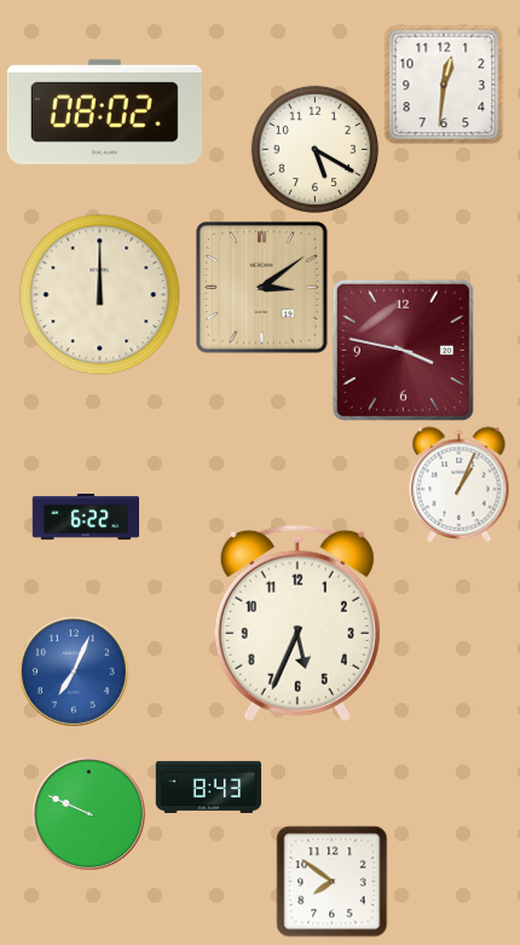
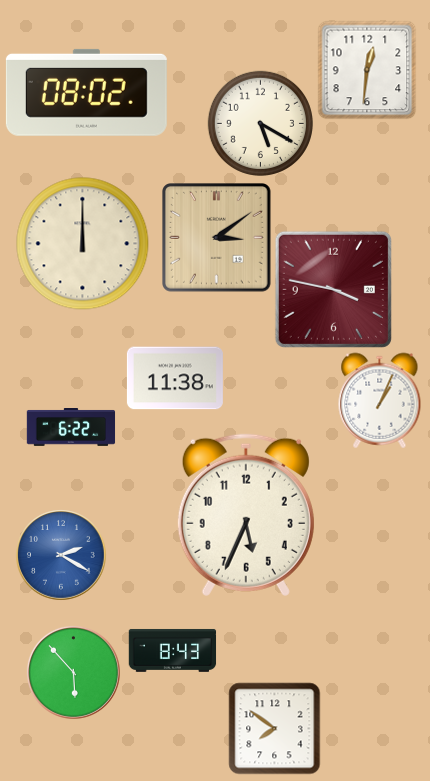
clock at (175, 378): none -> 11:38
clock at (74, 672): 7:04 -> 2:20
clock at (88, 813): 9:49 -> 5:53
